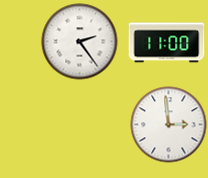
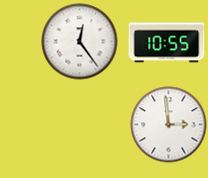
clock at (80, 42): 2:24 -> 12:24
clock at (167, 43): 11:00 -> 10:55
